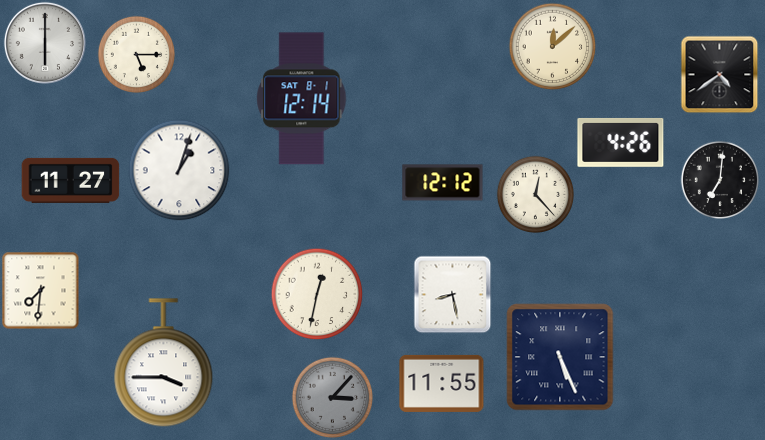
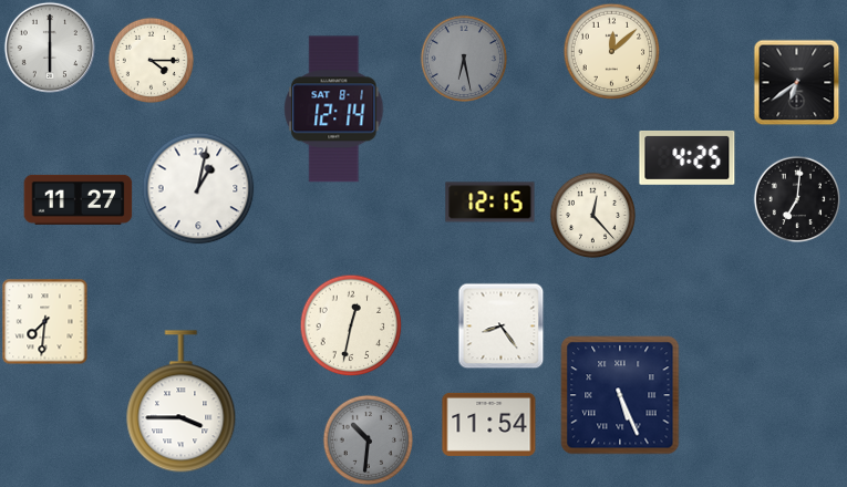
clock at (463, 58): none -> 6:28
clock at (136, 54): 5:15 -> 4:15
clock at (719, 74): 4:39 -> 6:39
clock at (621, 142): 4:26 -> 4:25
clock at (179, 170): 1:03 -> 1:02
clock at (443, 183): 12:12 -> 12:15
clock at (452, 294): 8:28 -> 8:24
clock at (442, 383): 11:55 -> 11:54
clock at (332, 397): 3:07 -> 10:31
